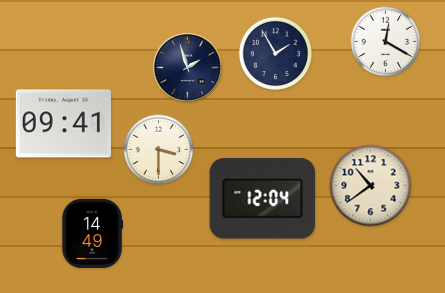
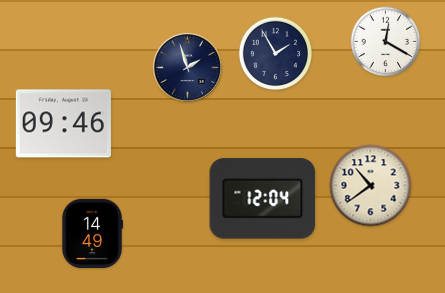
clock at (63, 124): 09:41 -> 09:46
clock at (159, 150): 3:30 -> none
